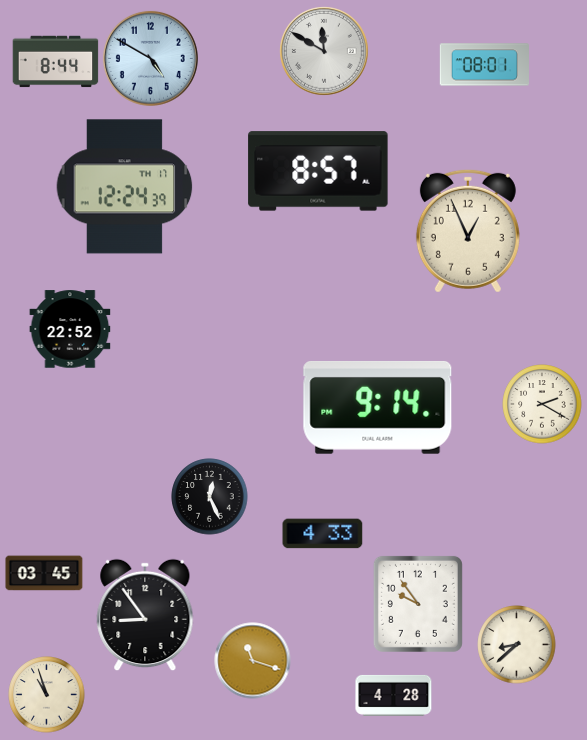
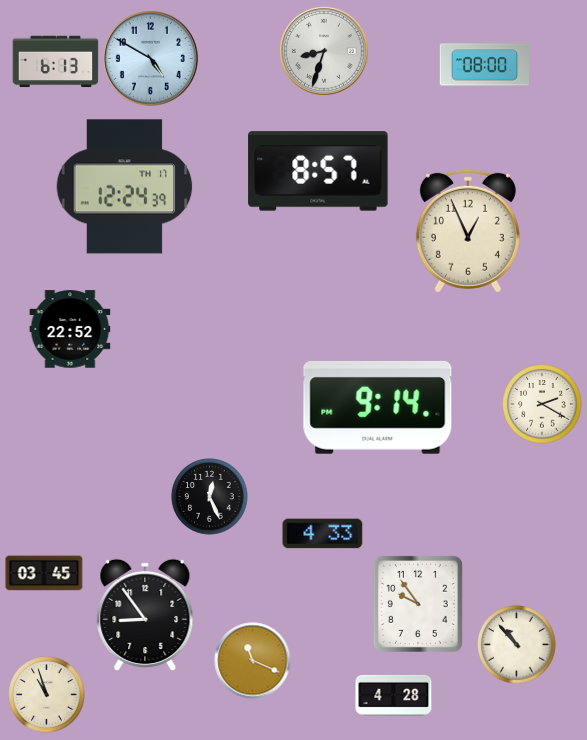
clock at (324, 51): 11:50 -> 8:33
clock at (56, 62): 8:44 -> 6:13
clock at (484, 65): 08:01 -> 08:00
clock at (517, 645): 8:38 -> 10:53
clock at (253, 661): 11:18 -> 11:19
